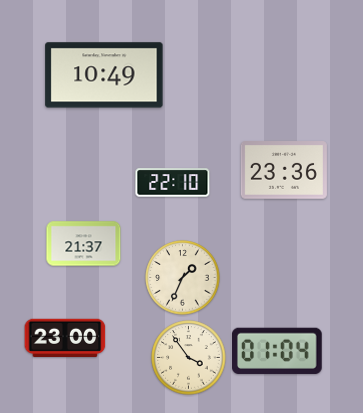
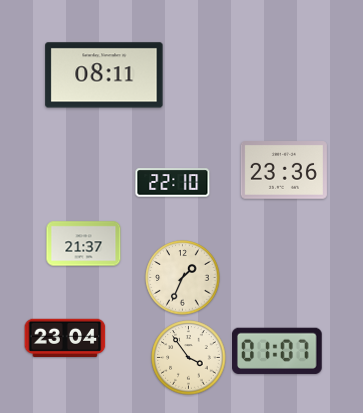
clock at (104, 75): 10:49 -> 08:11
clock at (65, 337): 23:00 -> 23:04
clock at (278, 351): 01:04 -> 01:07
